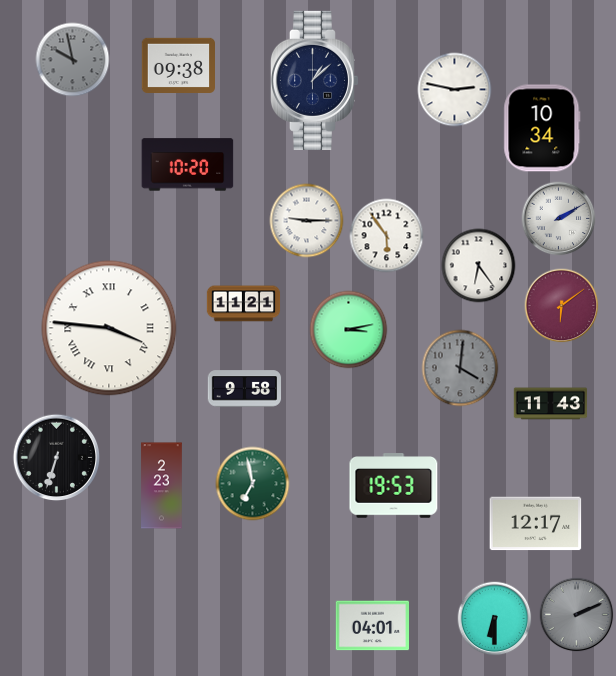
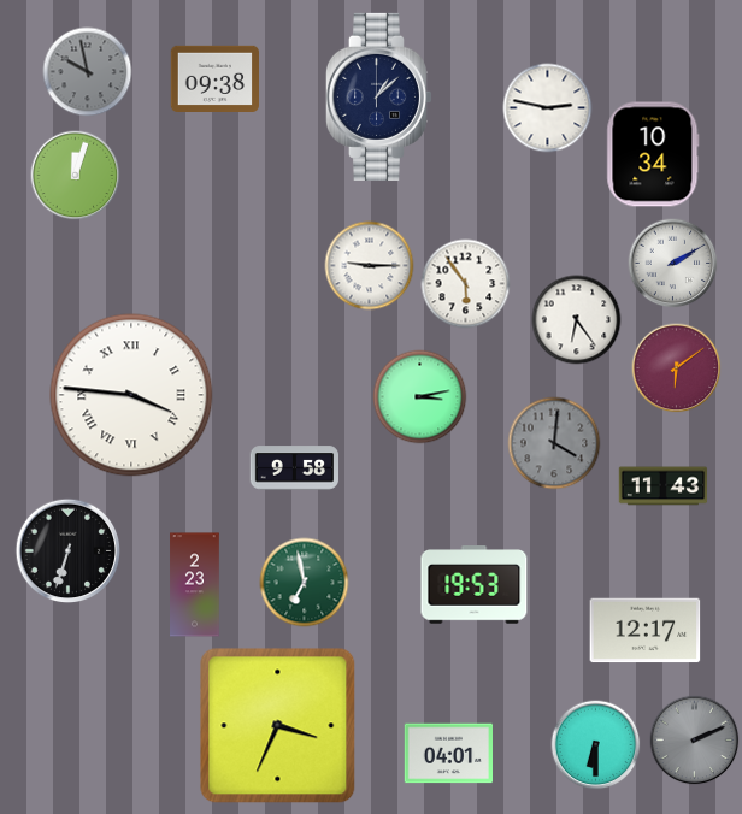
clock at (76, 176): none -> 12:03
clock at (188, 165): 10:20 -> none
clock at (244, 304): 11:21 -> none
clock at (278, 726): none -> 3:34
